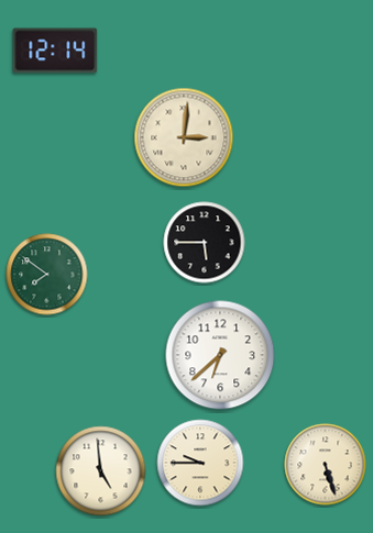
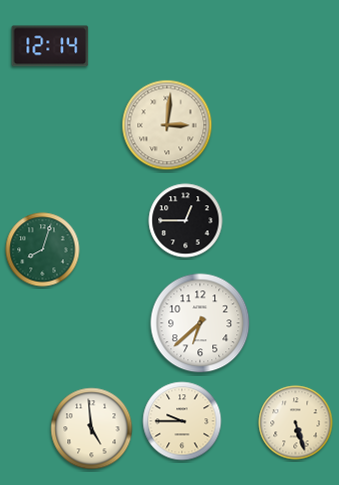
clock at (205, 243): 5:45 -> 12:45
clock at (47, 275): 7:51 -> 8:03
